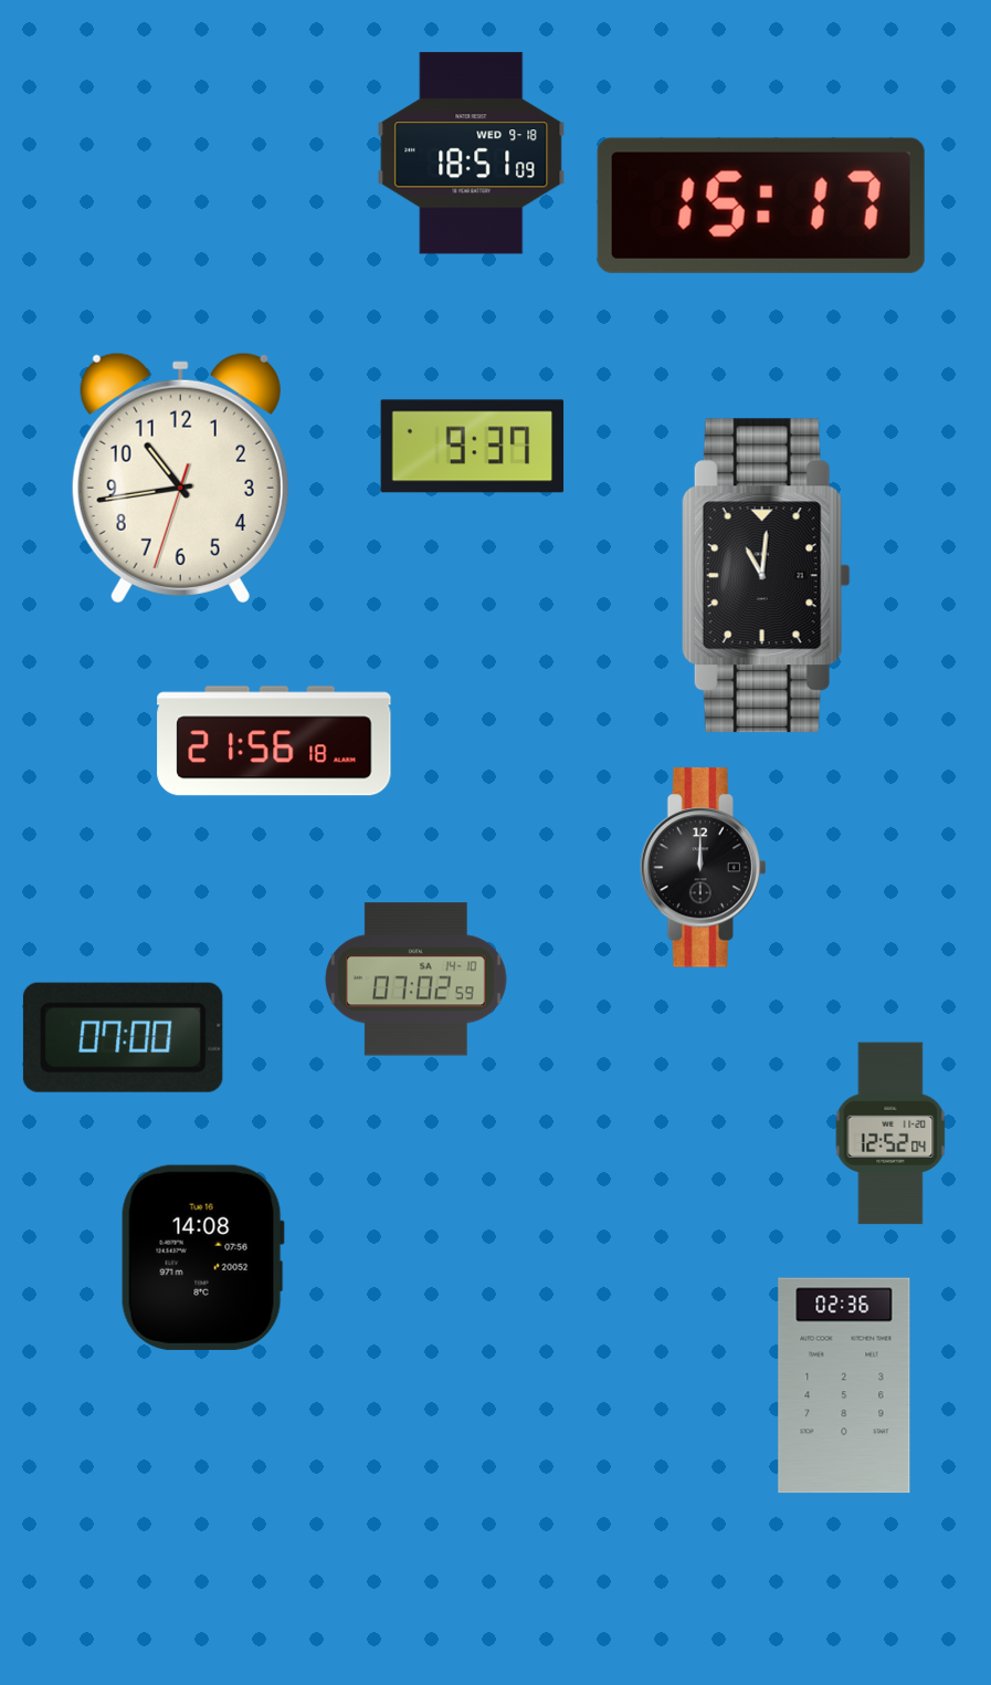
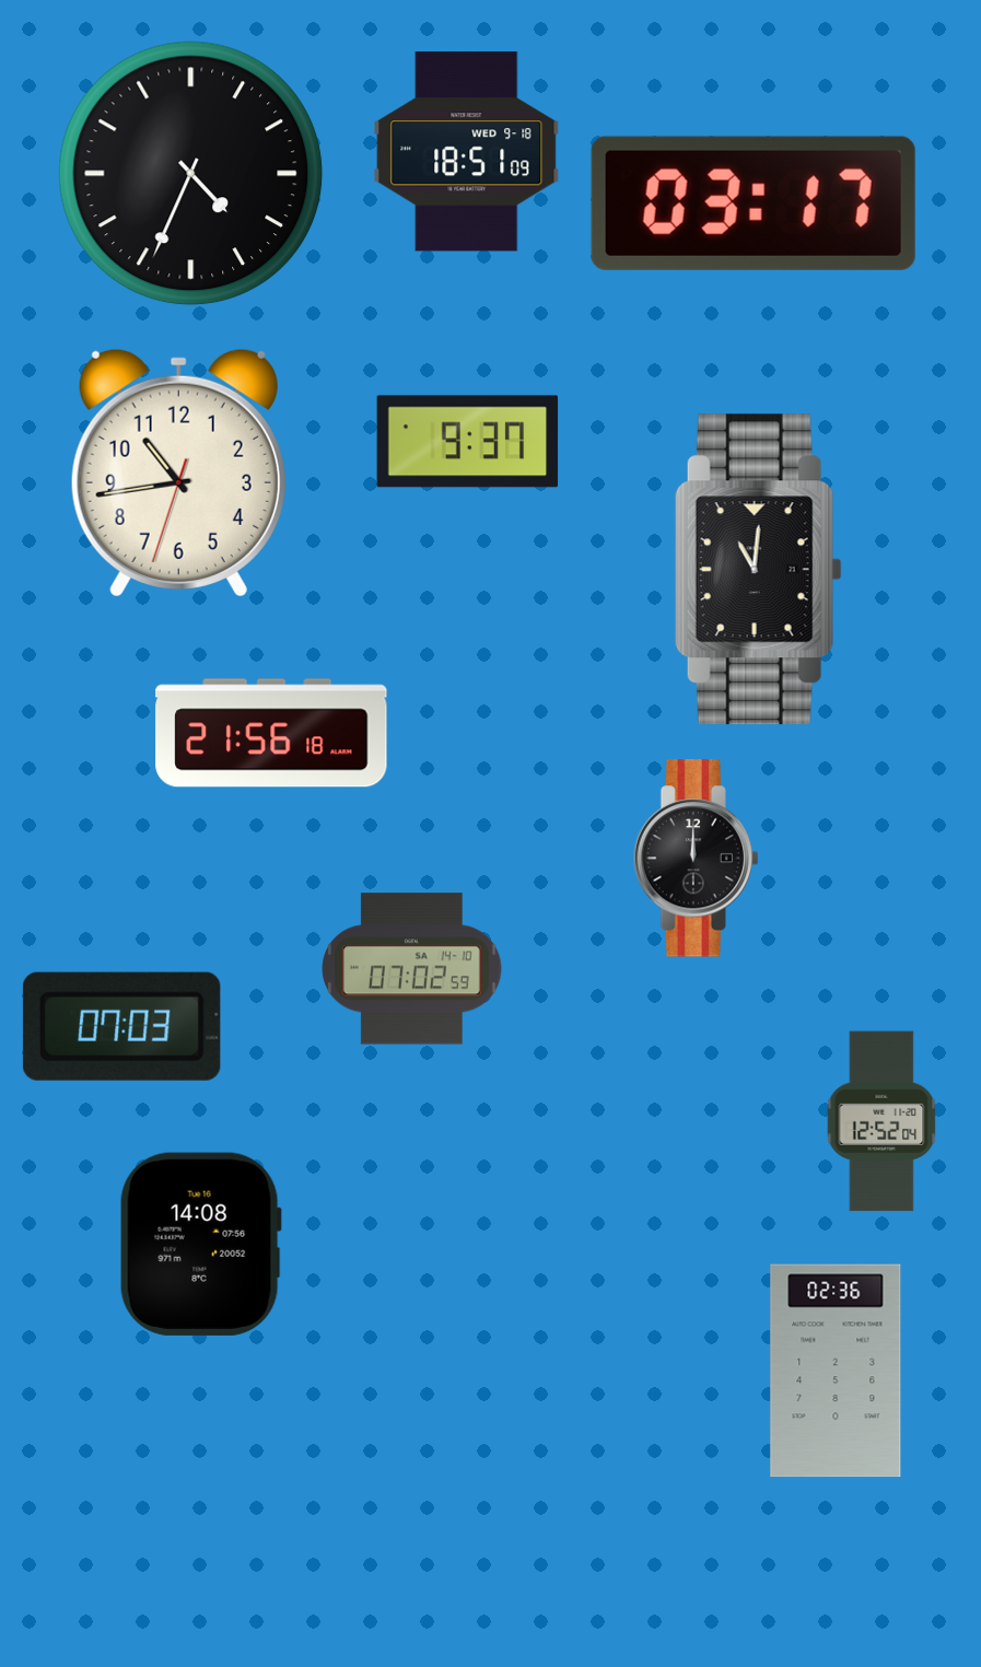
clock at (191, 174): none -> 4:34
clock at (761, 206): 15:17 -> 03:17
clock at (123, 1037): 07:00 -> 07:03
